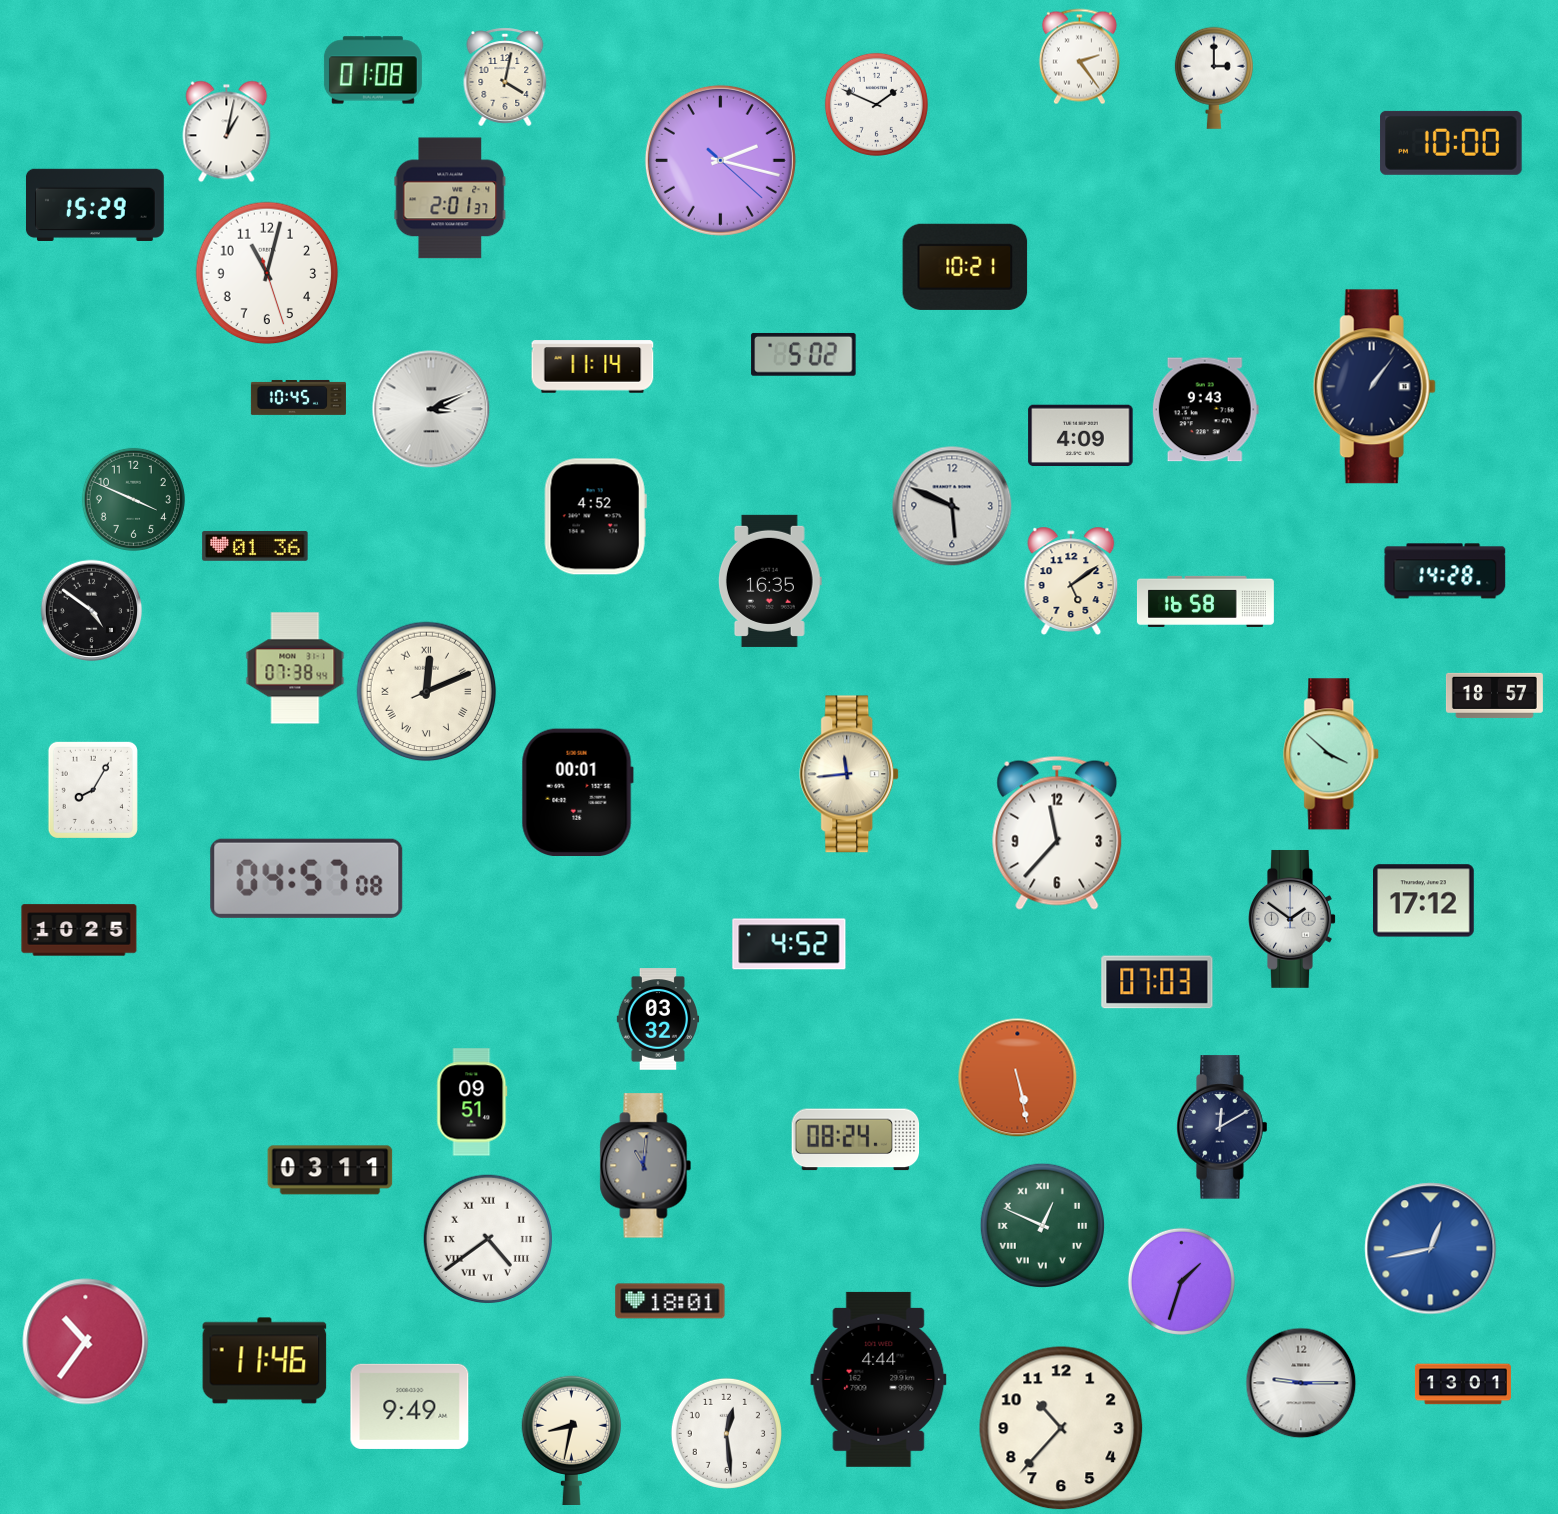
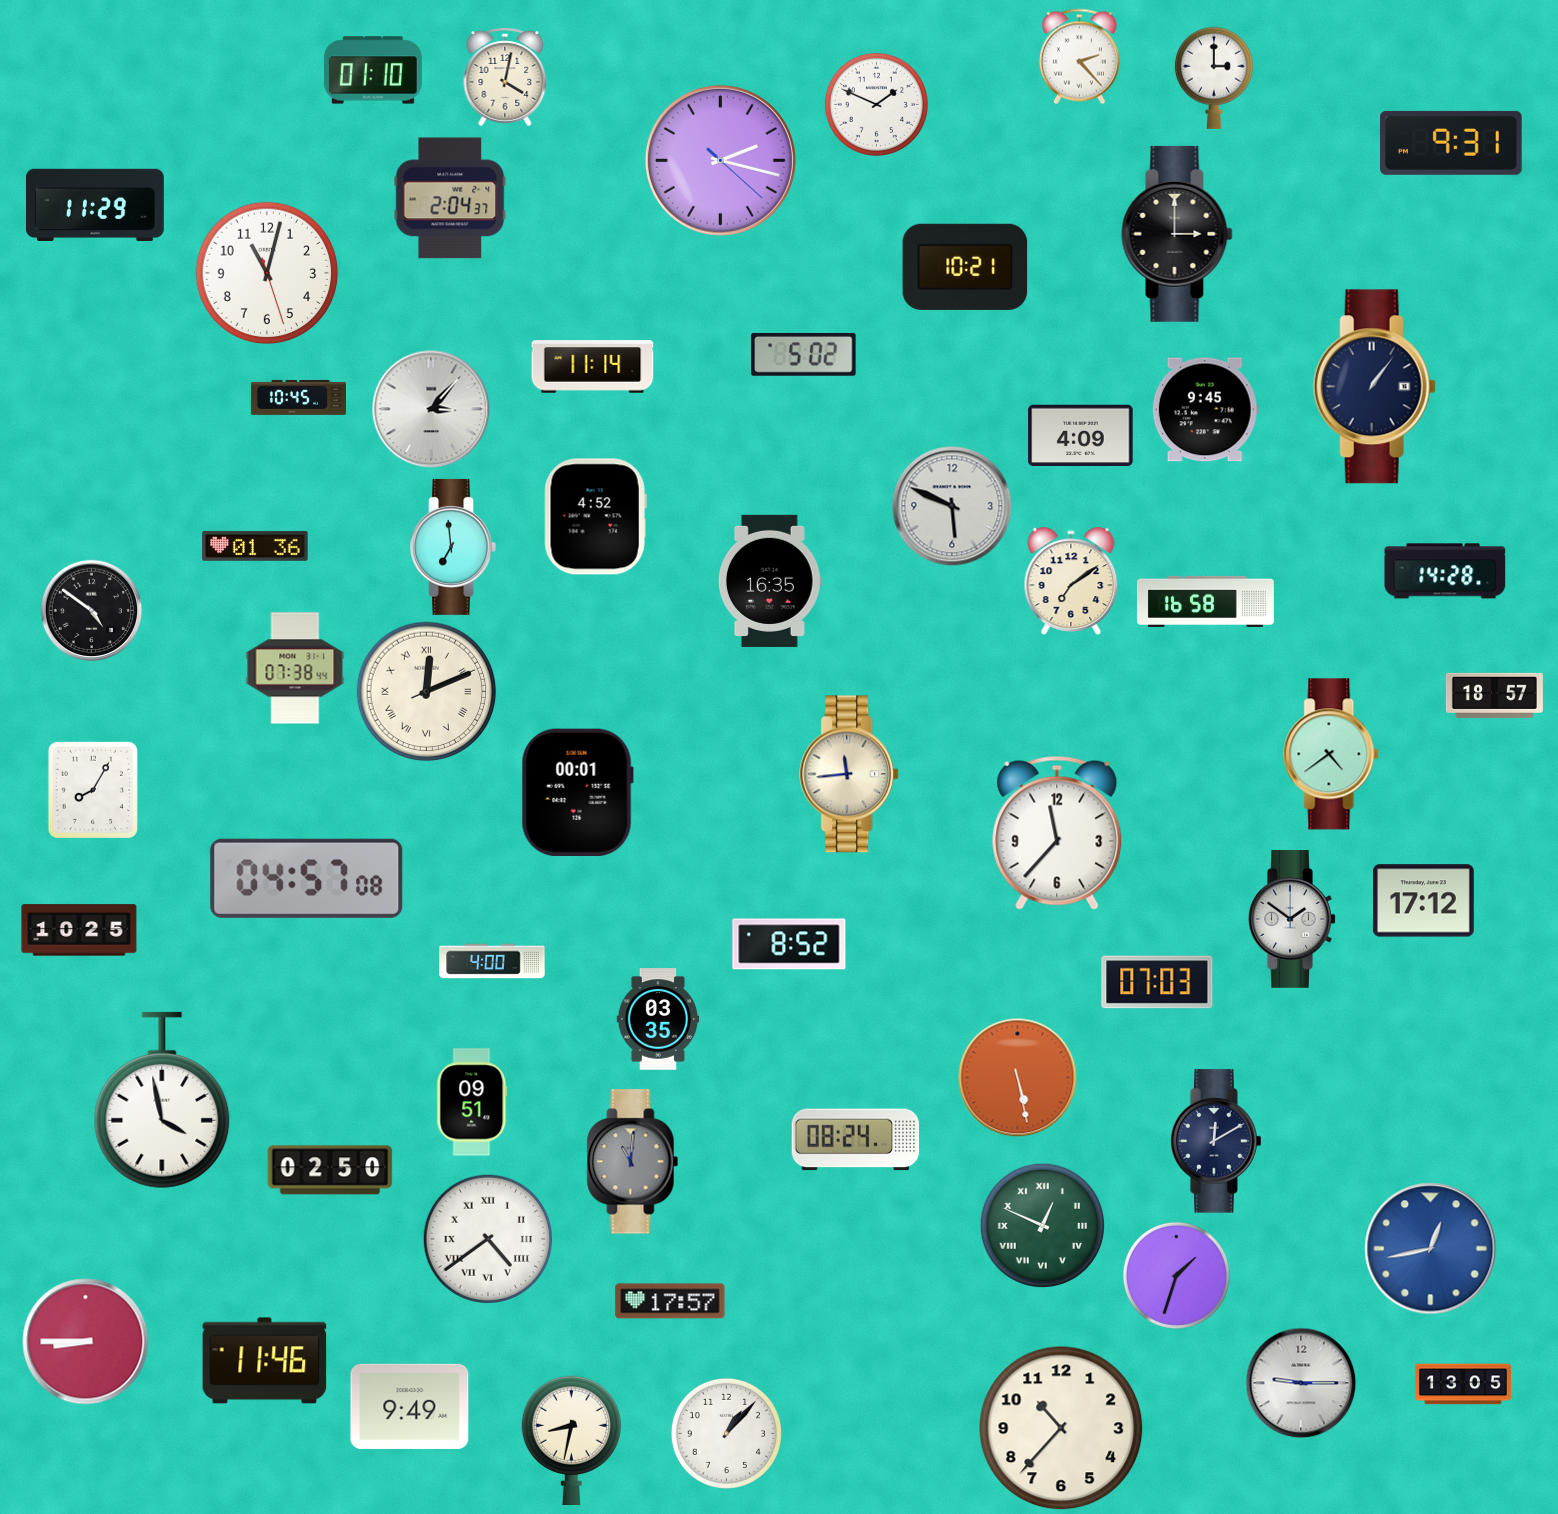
clock at (1079, 57): 2:24 -> 2:23
clock at (373, 70): 01:08 -> 01:10
clock at (227, 132): 1:02 -> none
clock at (1451, 143): 10:00 -> 9:31
clock at (450, 198): 2:01 -> 2:04
clock at (95, 204): 15:29 -> 11:29
clock at (1177, 234): none -> 3:00
clock at (431, 409): 3:11 -> 3:07
clock at (1205, 410): 9:43 -> 9:45
clock at (133, 499): 3:49 -> none
clock at (453, 547): none -> 6:59
clock at (1071, 581): 5:09 -> 7:09
clock at (1332, 754): 3:52 -> 4:39
clock at (789, 944): 4:52 -> 8:52
clock at (492, 961): none -> 4:00
clock at (658, 1019): 03:32 -> 03:35
clock at (162, 1100): none -> 3:58
clock at (1222, 1127) position: (1222, 1127) -> (1216, 1141)
clock at (646, 1166) position: (646, 1166) -> (633, 1162)
clock at (330, 1170): 03:11 -> 02:50
clock at (1181, 1281) position: (1181, 1281) -> (1176, 1275)
clock at (670, 1301): 18:01 -> 17:57
clock at (86, 1342): 10:36 -> 8:45
clock at (879, 1379): 4:44 -> none
clock at (1463, 1384): 13:01 -> 13:05
clock at (726, 1433): 12:29 -> 1:07
